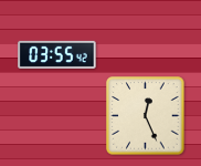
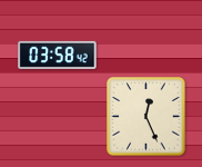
clock at (57, 54): 03:55 -> 03:58
